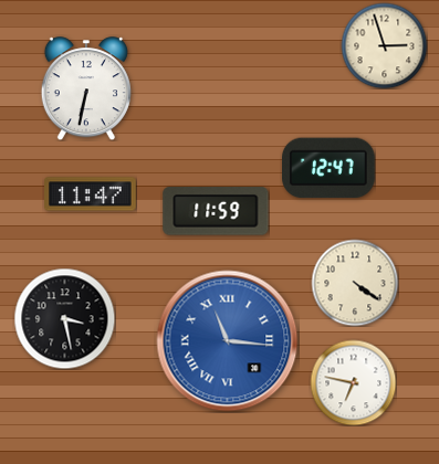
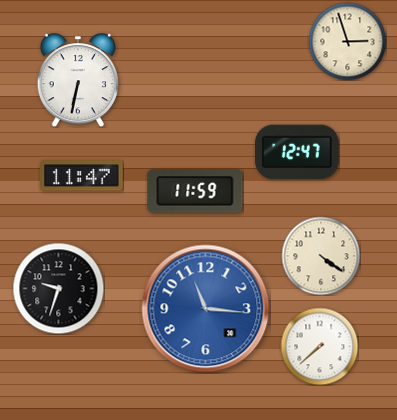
clock at (64, 318): 3:28 -> 9:33
clock at (228, 341) numerals: Roman -> Arabic
clock at (353, 382): 6:47 -> 7:38
